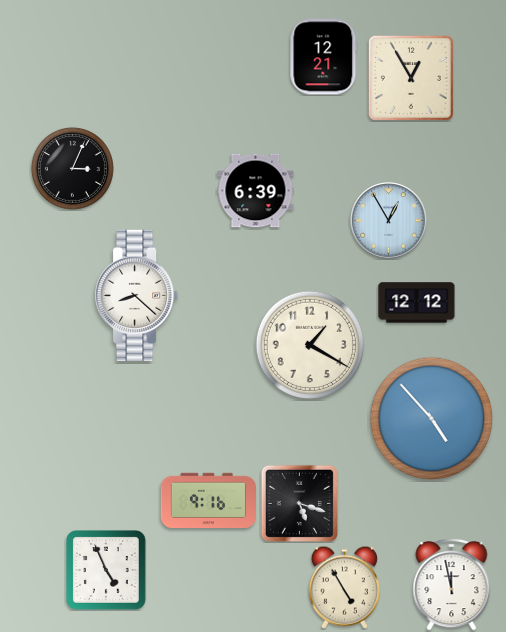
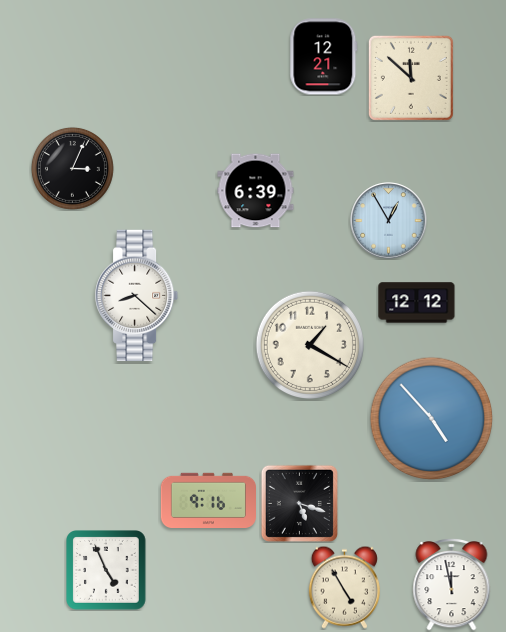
clock at (411, 78): 12:55 -> 11:52
